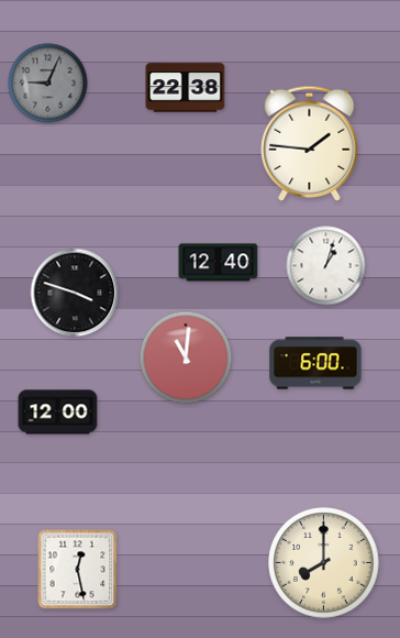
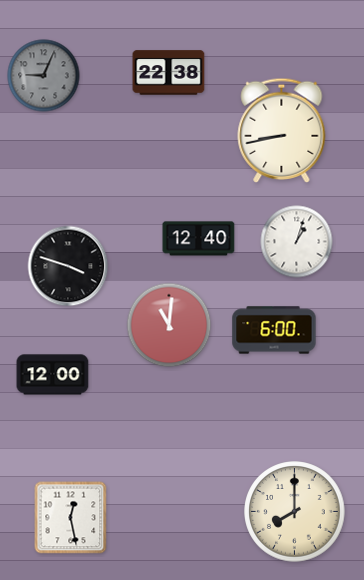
clock at (186, 88) position: (186, 88) -> (169, 73)
clock at (310, 143): 1:46 -> 8:43
clock at (315, 363) position: (315, 363) -> (274, 330)
